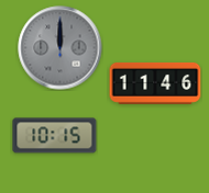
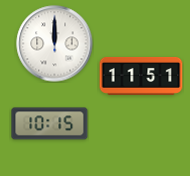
clock at (61, 48) dial: grey -> white
clock at (155, 83): 11:46 -> 11:51
